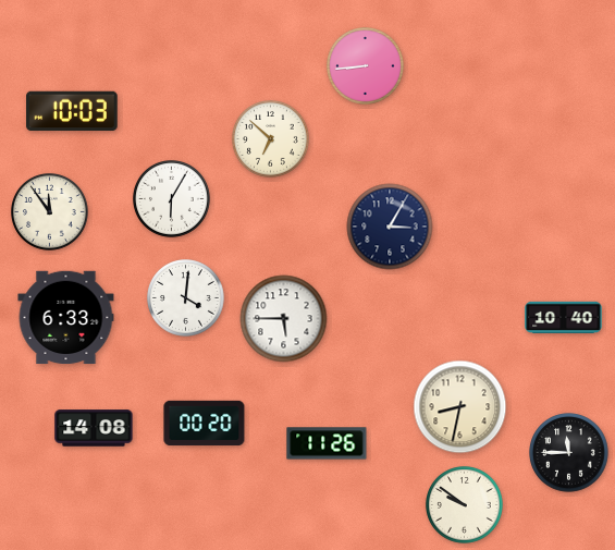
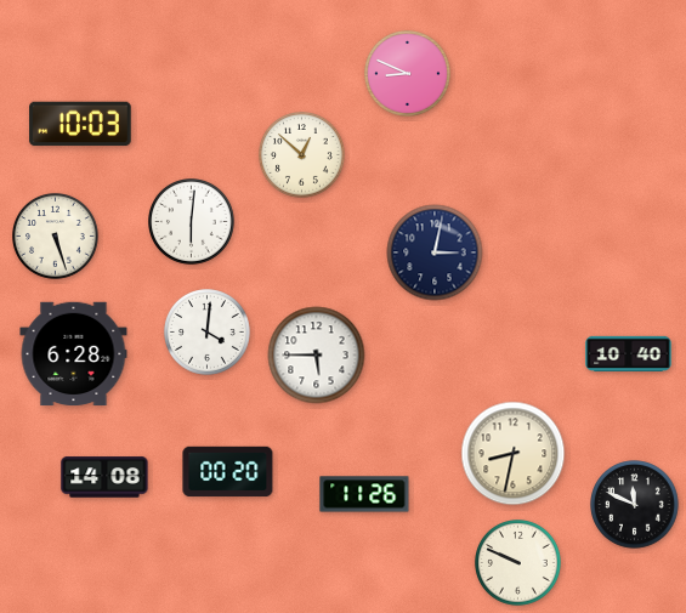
clock at (366, 66): 8:44 -> 8:49
clock at (271, 139): 6:52 -> 12:52
clock at (172, 199): 6:05 -> 6:01
clock at (50, 212): 11:54 -> 5:27
clock at (390, 227): 3:05 -> 3:02
clock at (66, 318): 6:33 -> 6:28
clock at (569, 453): 11:45 -> 11:49
clock at (465, 505): 9:51 -> 9:49
